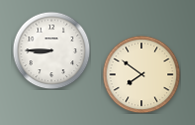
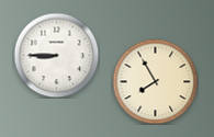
clock at (141, 74): 7:51 -> 7:55
